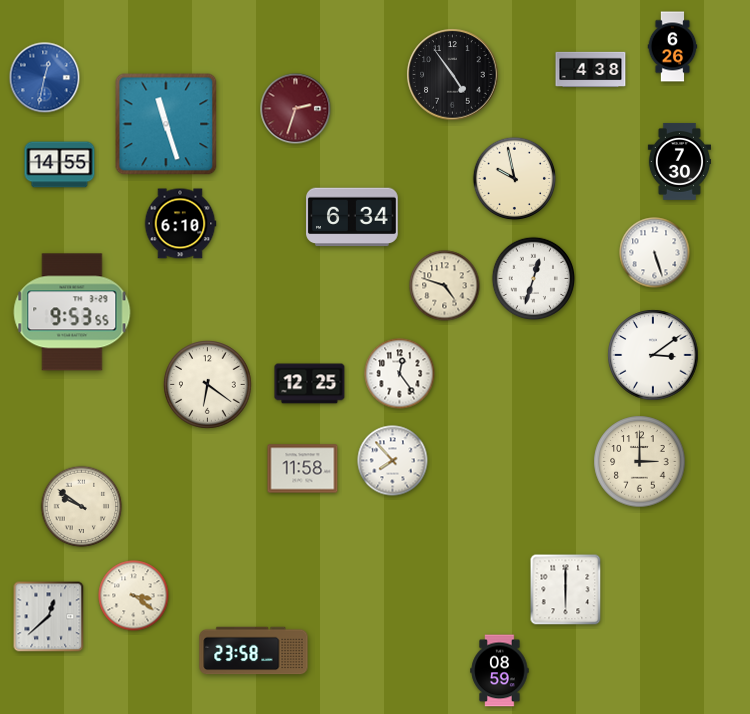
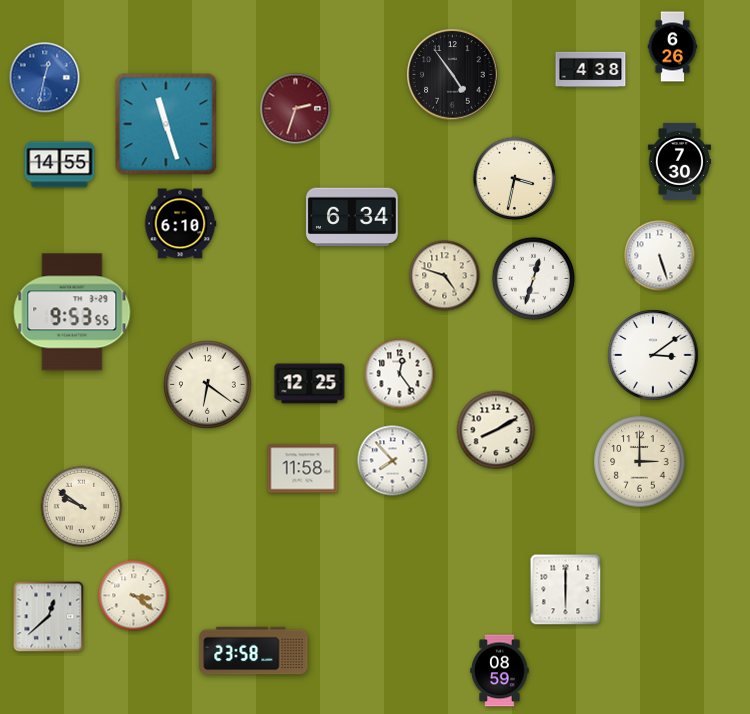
clock at (515, 179): 9:58 -> 3:32
clock at (655, 253) position: (655, 253) -> (660, 256)
clock at (445, 286) position: (445, 286) -> (445, 276)
clock at (496, 430): none -> 8:10
